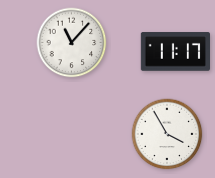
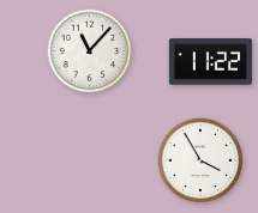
clock at (72, 43) position: (72, 43) -> (90, 51)
clock at (175, 52): 11:17 -> 11:22
